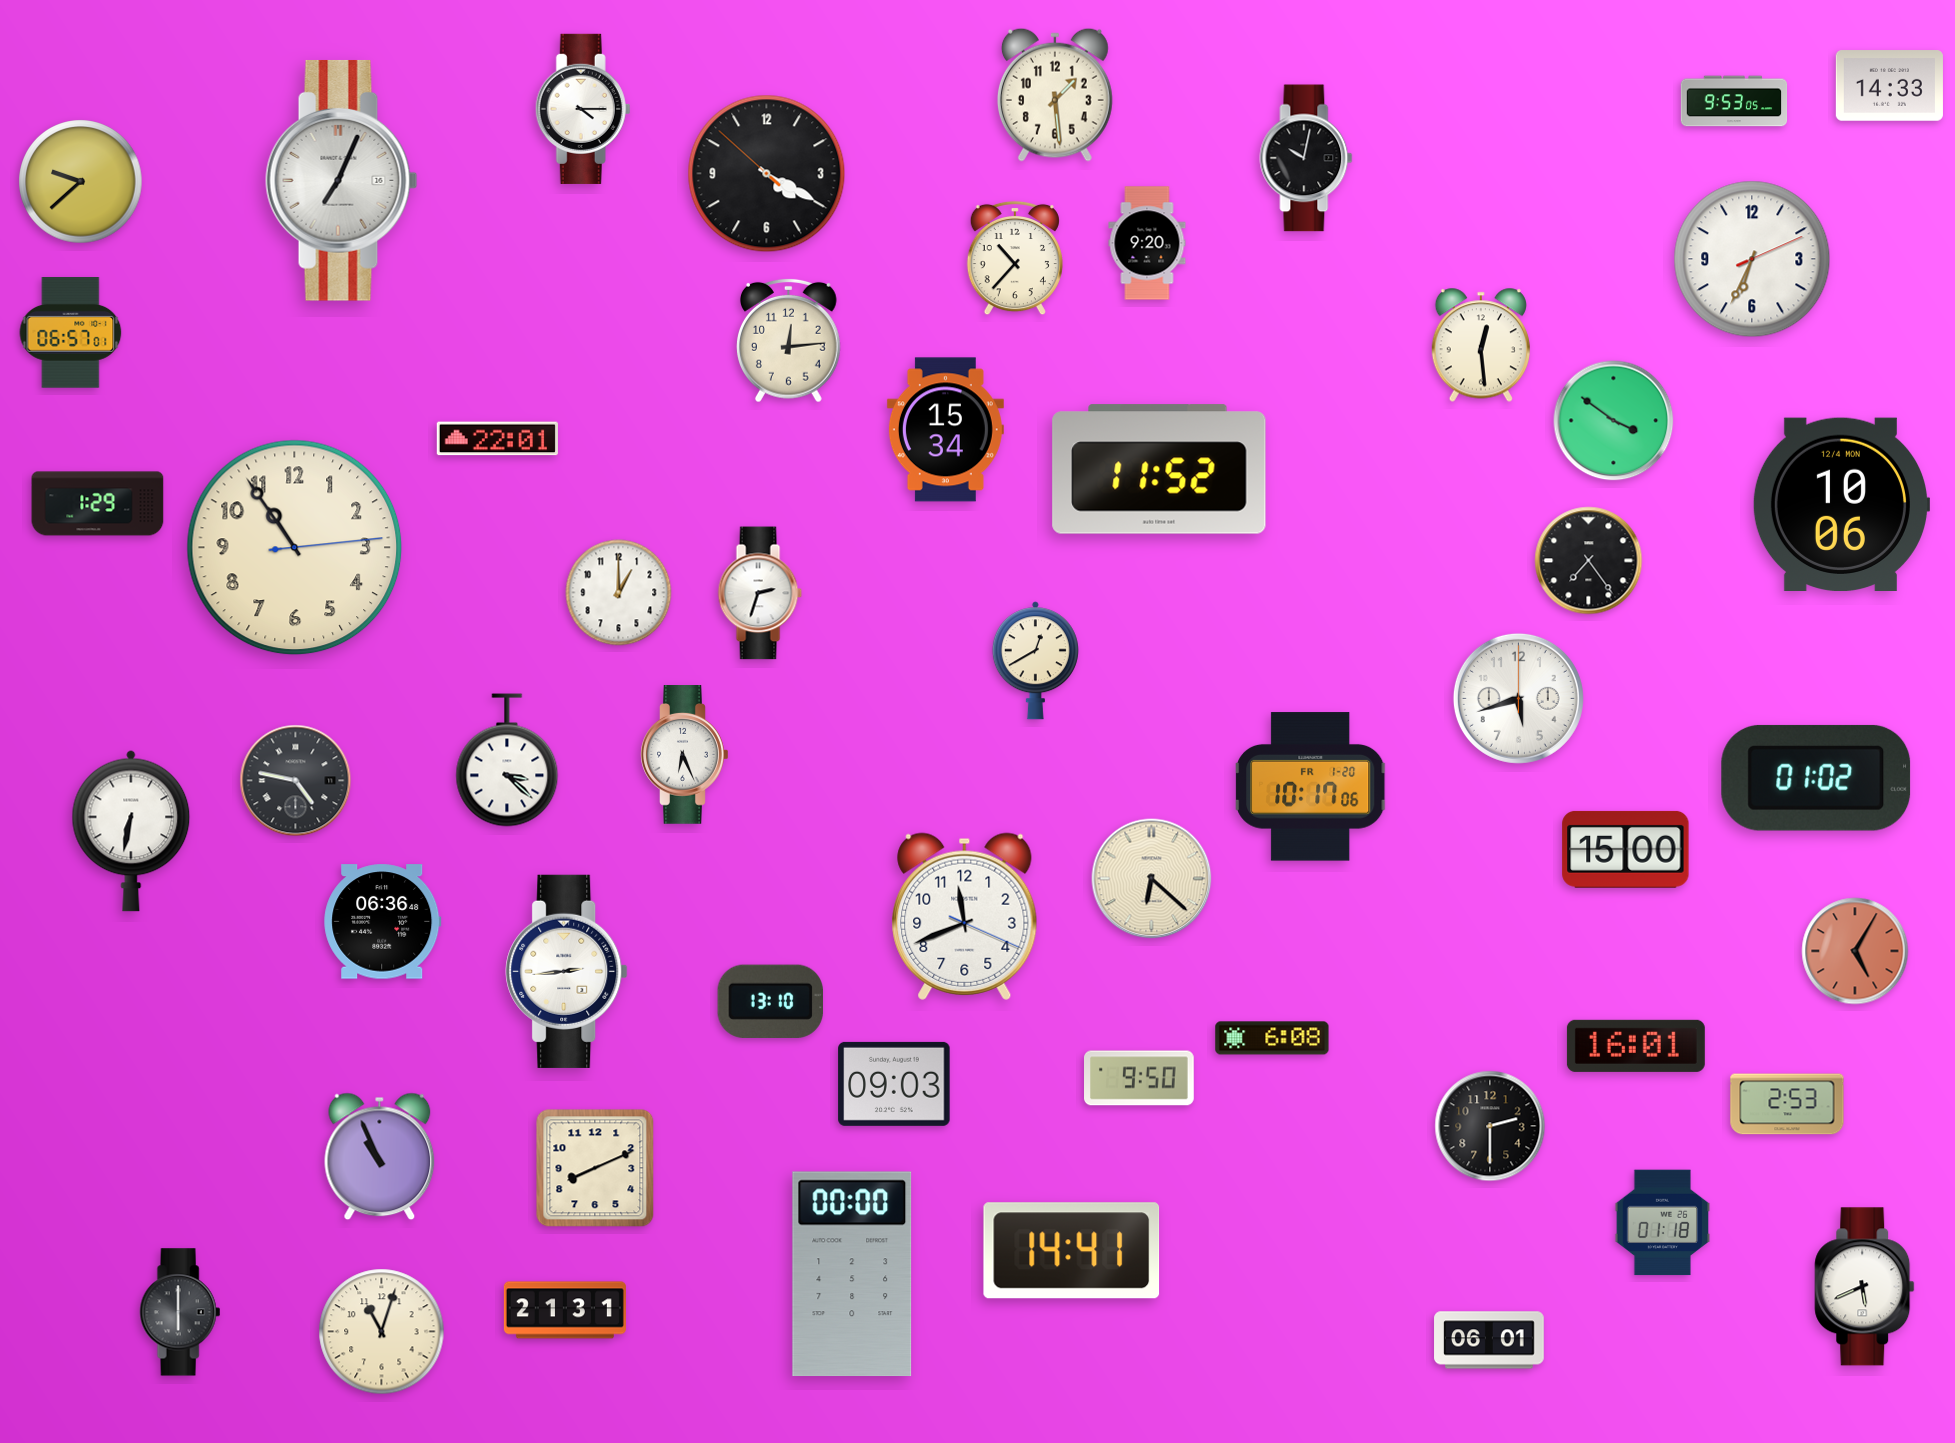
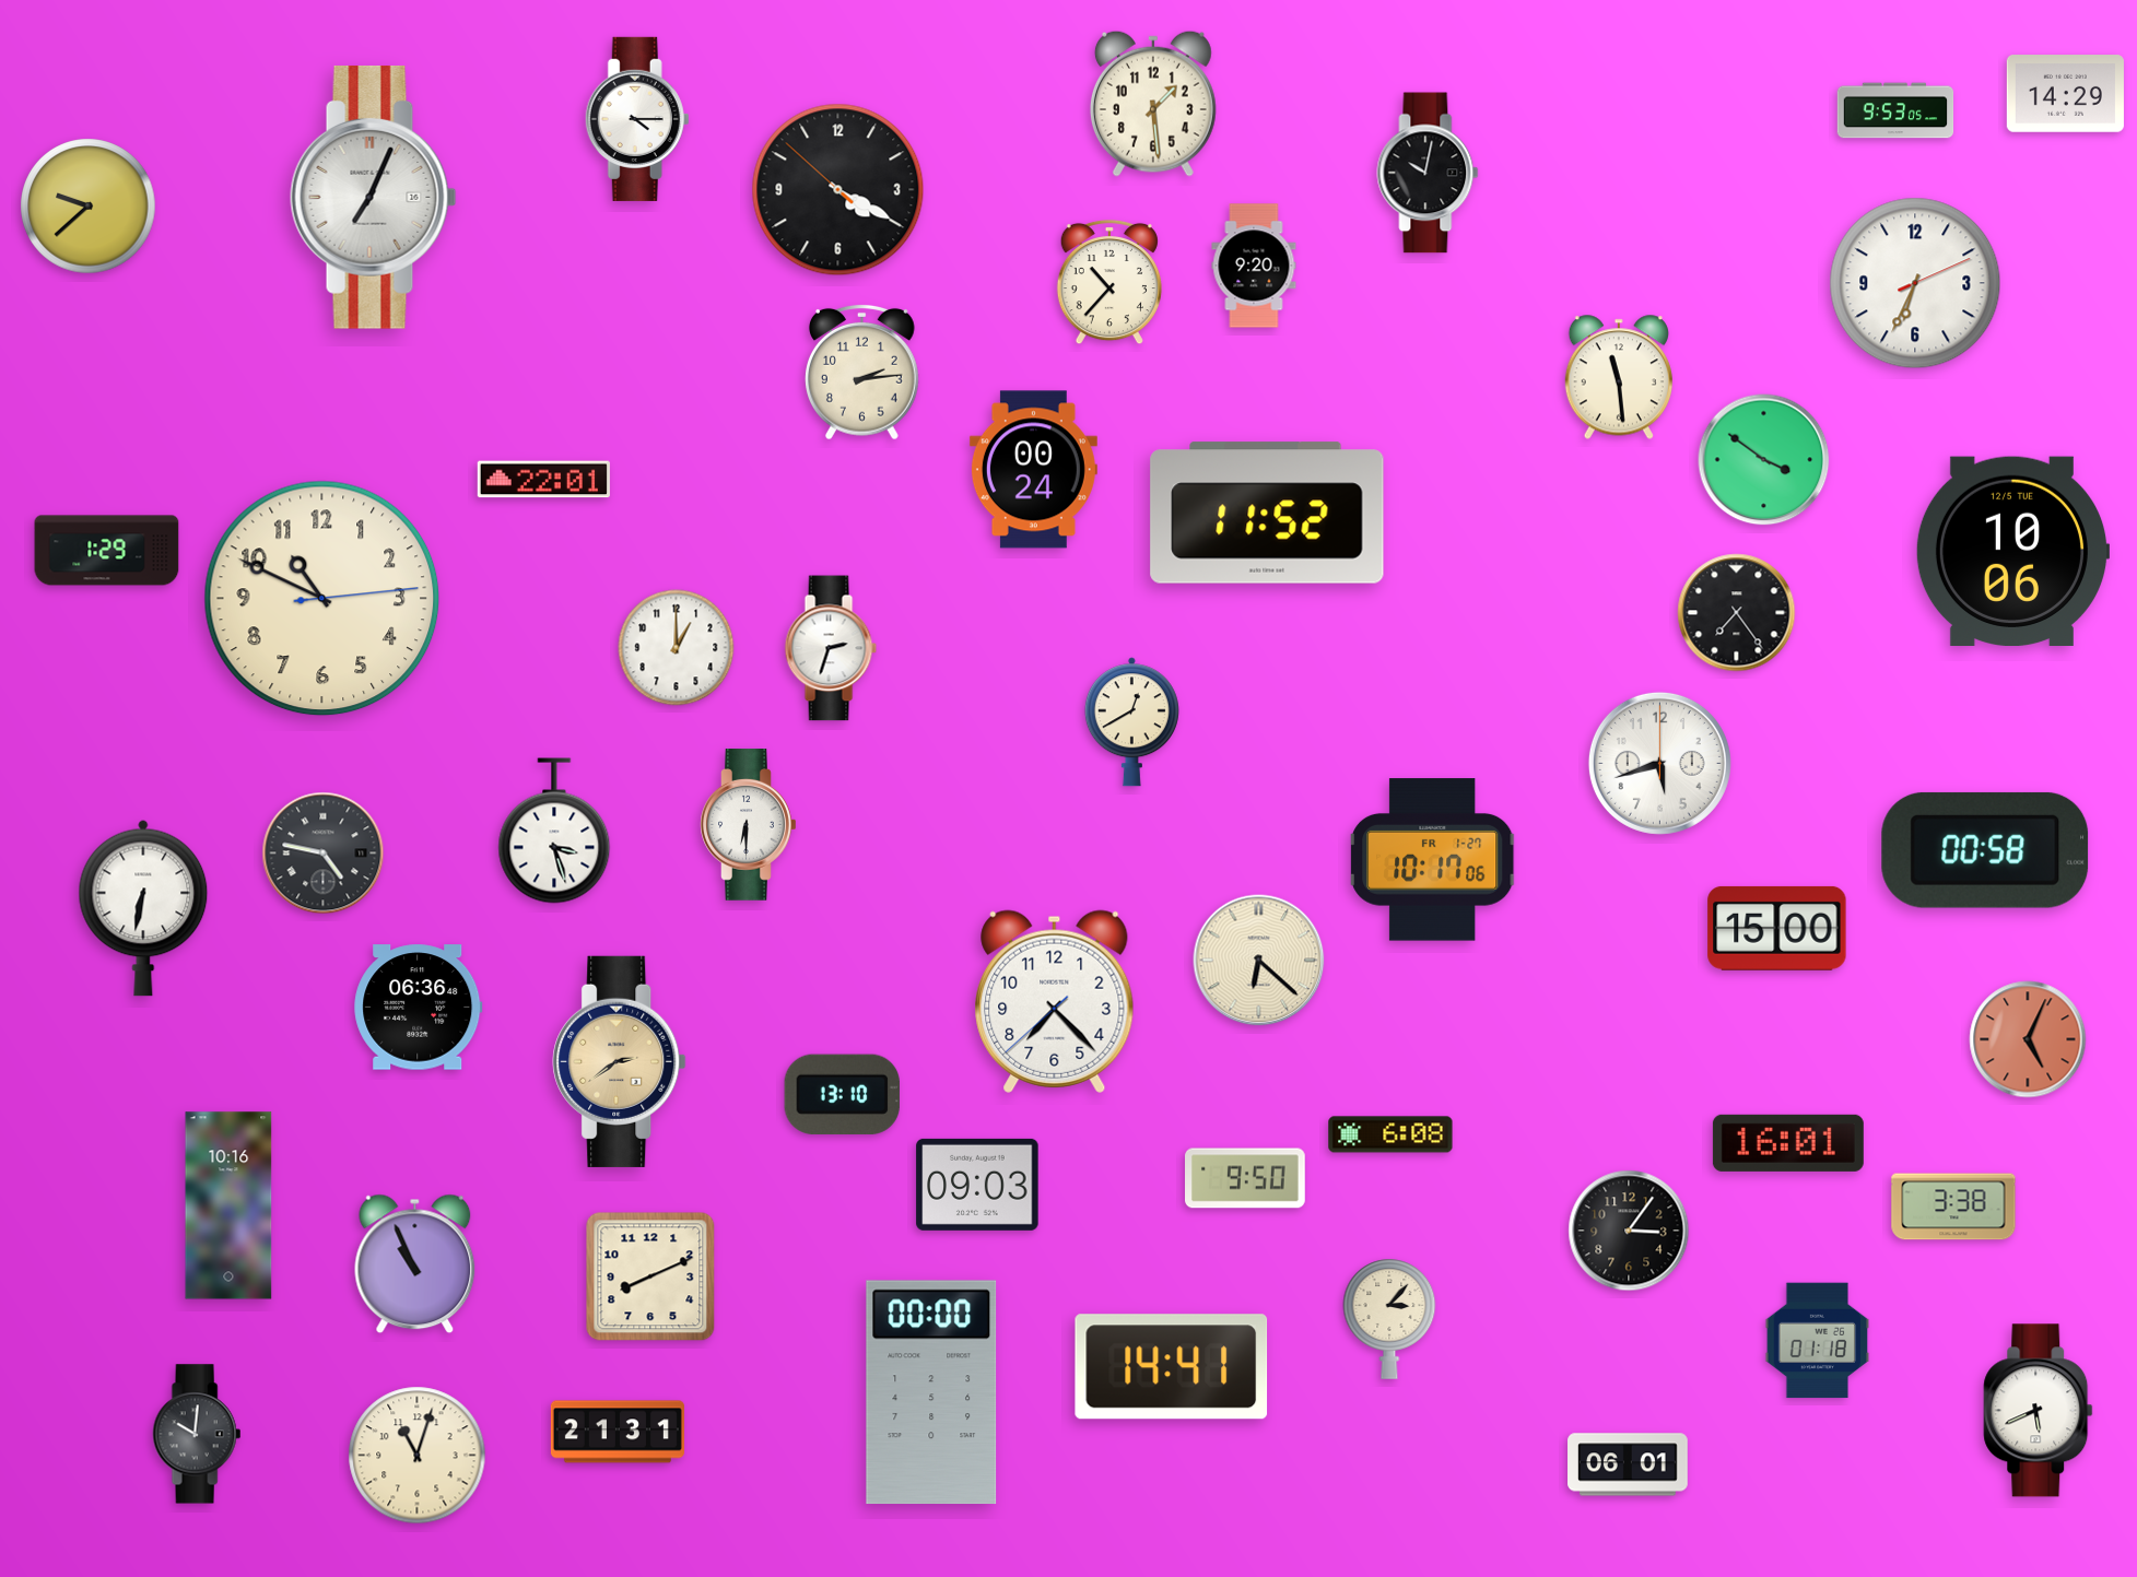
clock at (1889, 86): 14:33 -> 14:29
clock at (81, 182) position: (81, 182) -> (89, 207)
clock at (71, 333): 06:57 -> none
clock at (789, 340): 12:14 -> 2:14
clock at (1481, 345): 12:29 -> 11:29
clock at (945, 430): 15:34 -> 00:24
clock at (1840, 504) date: 12/4 MON -> 12/5 TUE
clock at (295, 548): 10:54 -> 10:49
clock at (685, 755): 6:26 -> 6:30
clock at (507, 760): 3:22 -> 3:27
clock at (1816, 778): 01:02 -> 00:58
clock at (1311, 787) date: FR 1-20 -> FR 1-27
clock at (965, 916): 11:41 -> 7:22
clock at (1855, 951): 5:05 -> 5:04
clock at (567, 971): 2:44 -> 2:39
clock at (567, 971) dial: white -> champagne
clock at (228, 1205): none -> 10:16
clock at (1787, 1104): 2:53 -> 3:38
clock at (1490, 1126): 2:30 -> 3:06
clock at (1389, 1319): none -> 3:07
clock at (1663, 1223) position: (1663, 1223) -> (1818, 1341)
clock at (1865, 1287) position: (1865, 1287) -> (2039, 1411)
clock at (180, 1312): 6:00 -> 10:01
